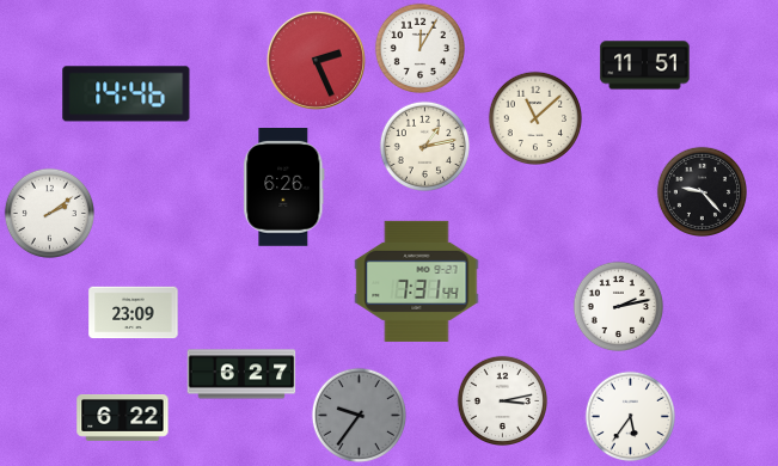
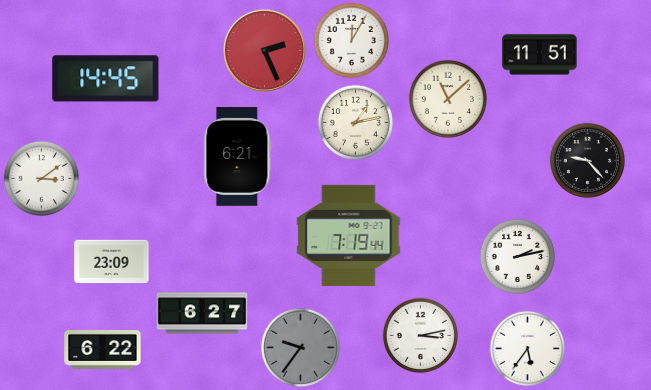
clock at (127, 94): 14:46 -> 14:45
clock at (284, 188): 6:26 -> 6:21
clock at (49, 213): 2:09 -> 3:09
clock at (417, 281): 7:31 -> 7:19
